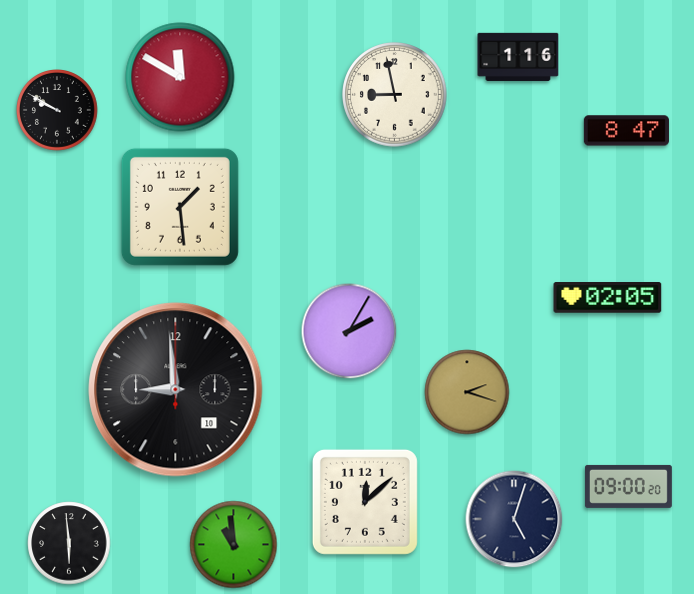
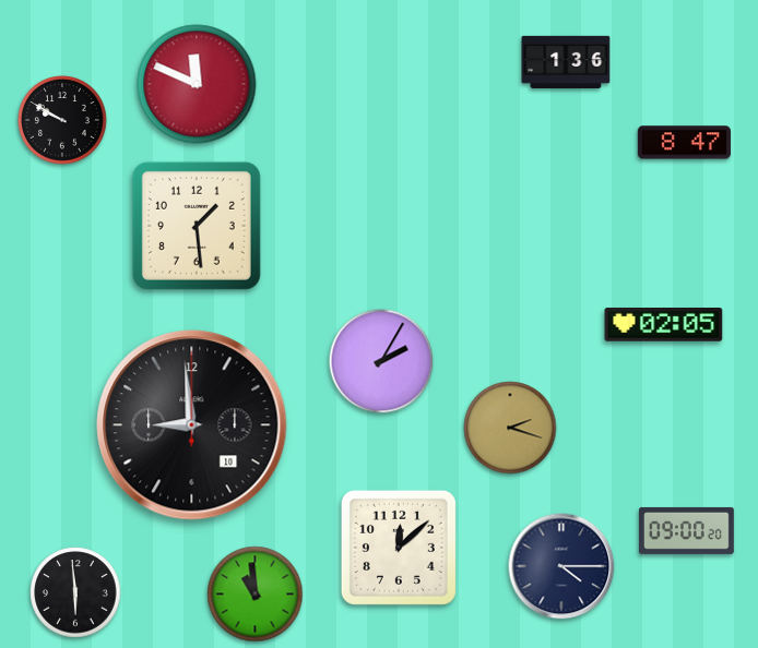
clock at (518, 57): 1:16 -> 1:36
clock at (180, 77): 11:50 -> 11:49
clock at (395, 95): 8:58 -> none
clock at (514, 519): 5:03 -> 4:15
